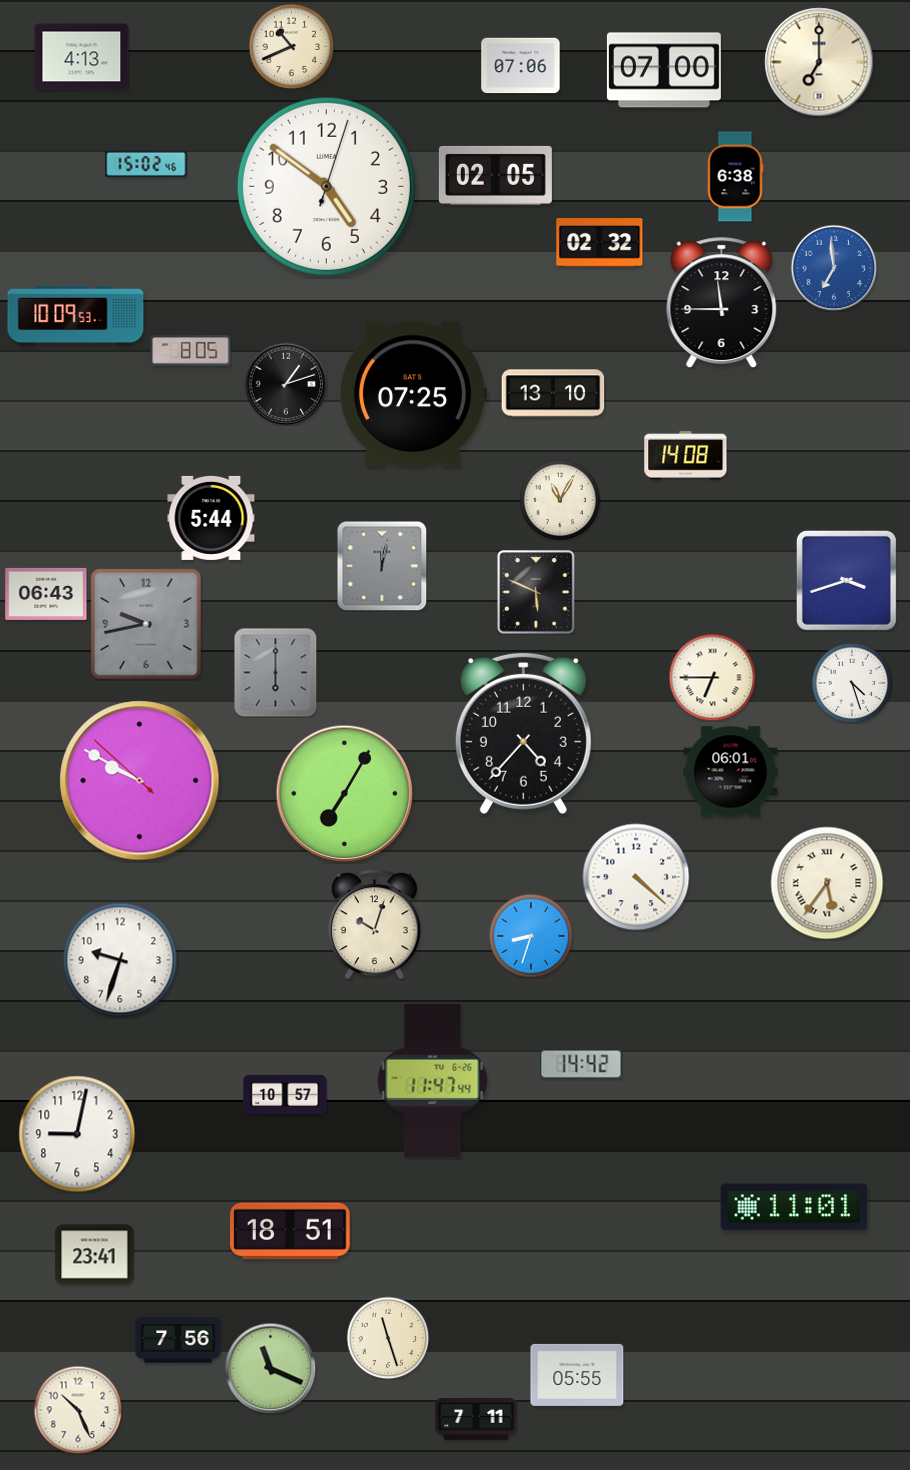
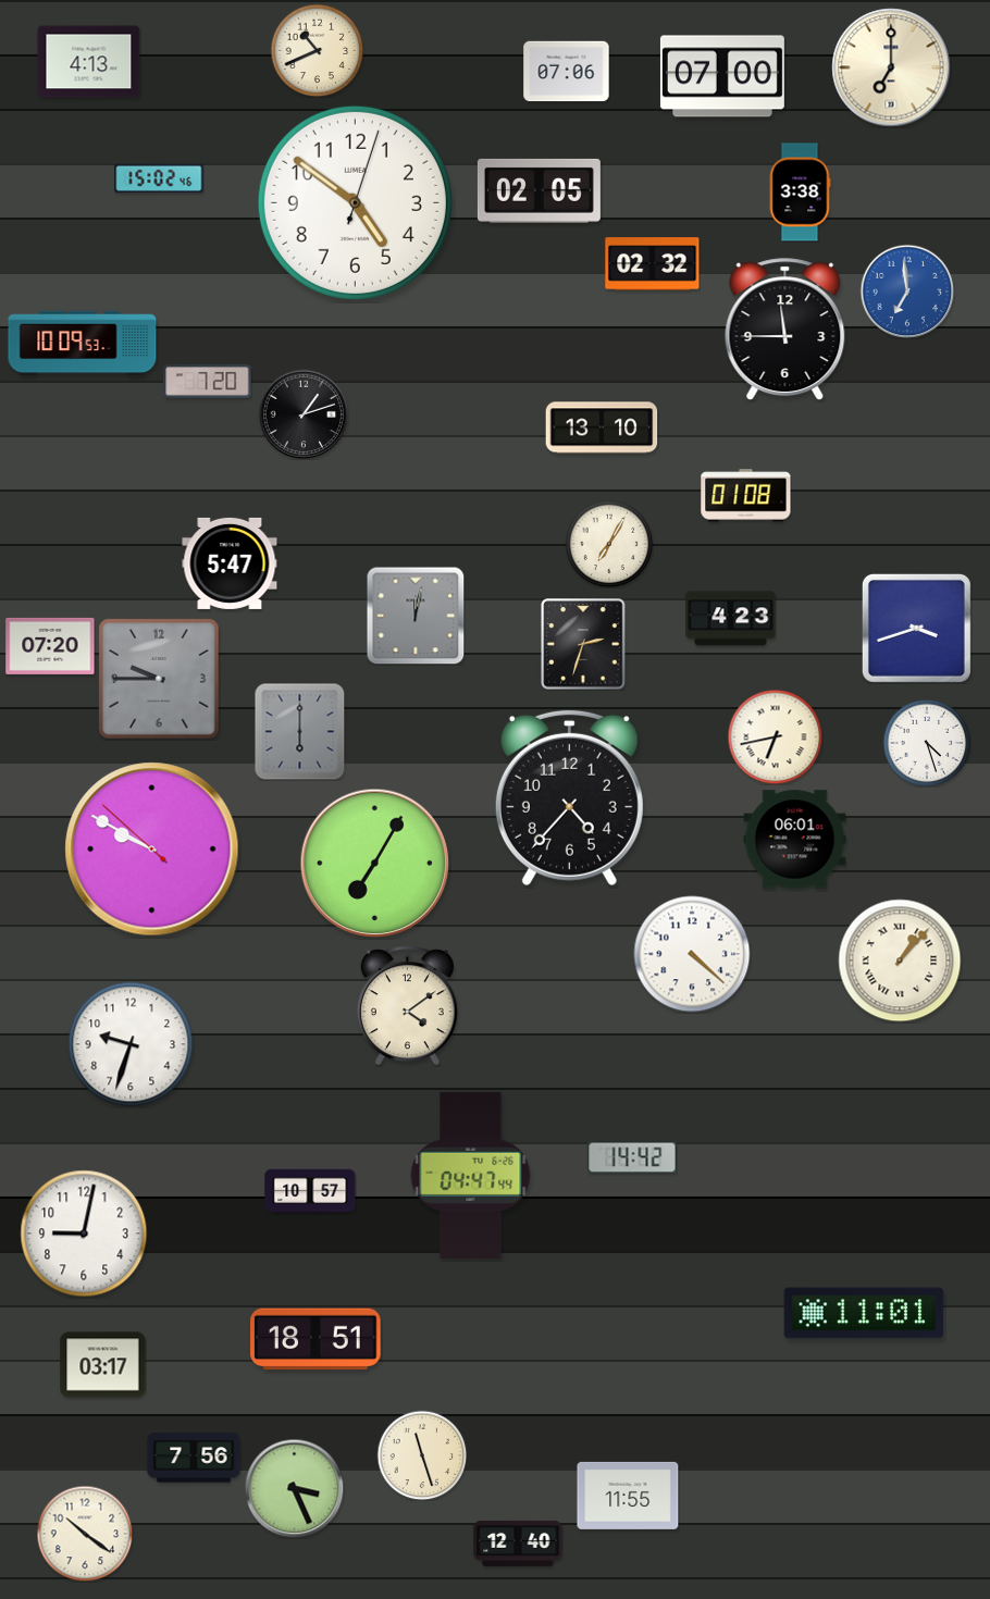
clock at (735, 177): 6:38 -> 3:38
clock at (191, 351): 8:05 -> 7:20
clock at (286, 384) position: (286, 384) -> (304, 414)
clock at (413, 394): 07:25 -> none
clock at (686, 456): 14:08 -> 01:08
clock at (560, 500): 11:05 -> 7:05
clock at (211, 518): 5:44 -> 5:47
clock at (731, 619): none -> 4:23
clock at (846, 580) position: (846, 580) -> (916, 628)
clock at (536, 592): 5:49 -> 2:33
clock at (46, 594): 06:43 -> 07:20
clock at (146, 624): 9:43 -> 9:45
clock at (712, 677): 6:45 -> 6:43
clock at (827, 883): 5:36 -> 1:07
clock at (374, 925): 10:03 -> 4:09
clock at (531, 936): 8:33 -> none
clock at (433, 1080): 11:47 -> 04:47
clock at (95, 1255): 23:41 -> 03:17
clock at (270, 1368): 11:19 -> 3:26
clock at (577, 1375): 05:55 -> 11:55
clock at (78, 1410): 10:26 -> 10:21
clock at (476, 1419): 7:11 -> 12:40
